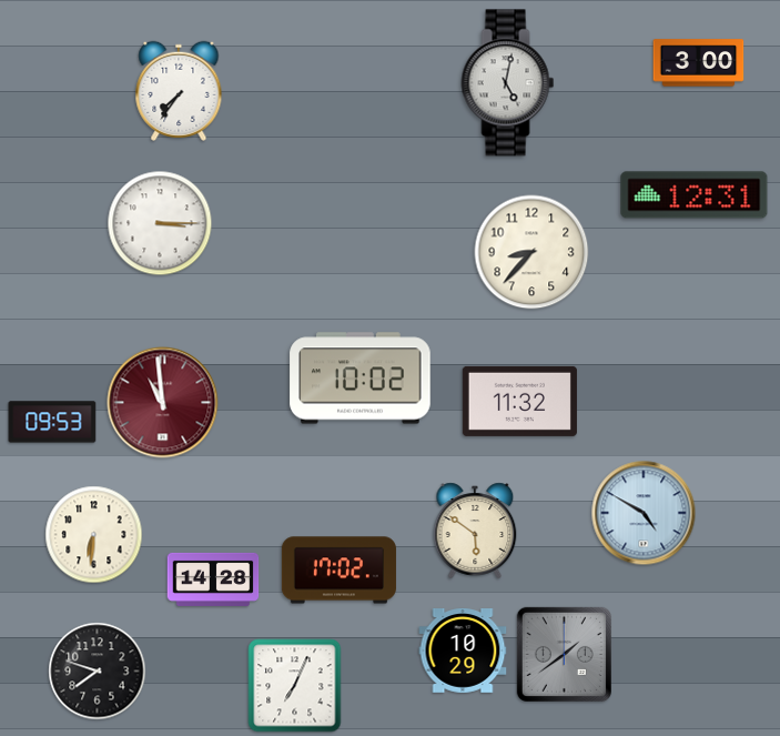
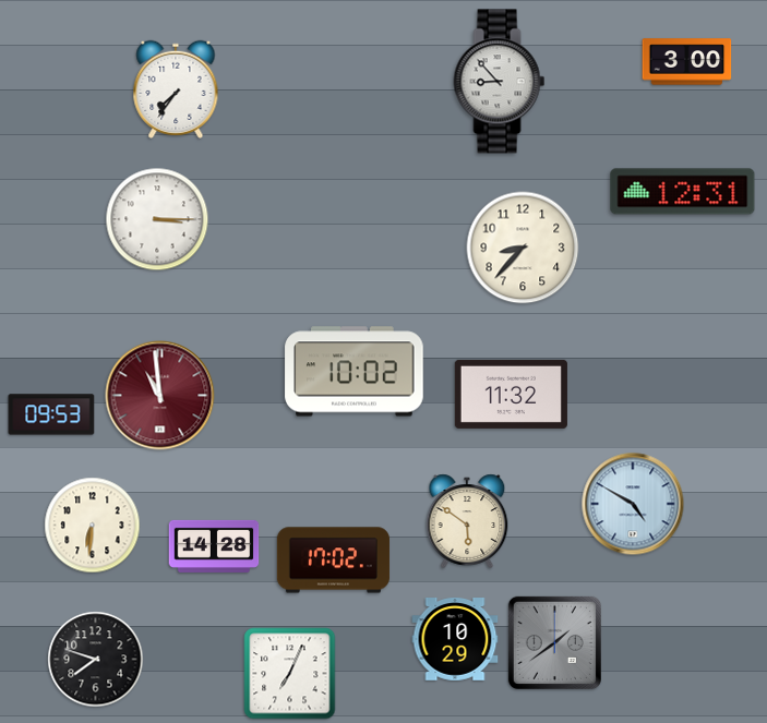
clock at (508, 83): 5:02 -> 8:53
clock at (213, 579) position: (213, 579) -> (214, 546)
